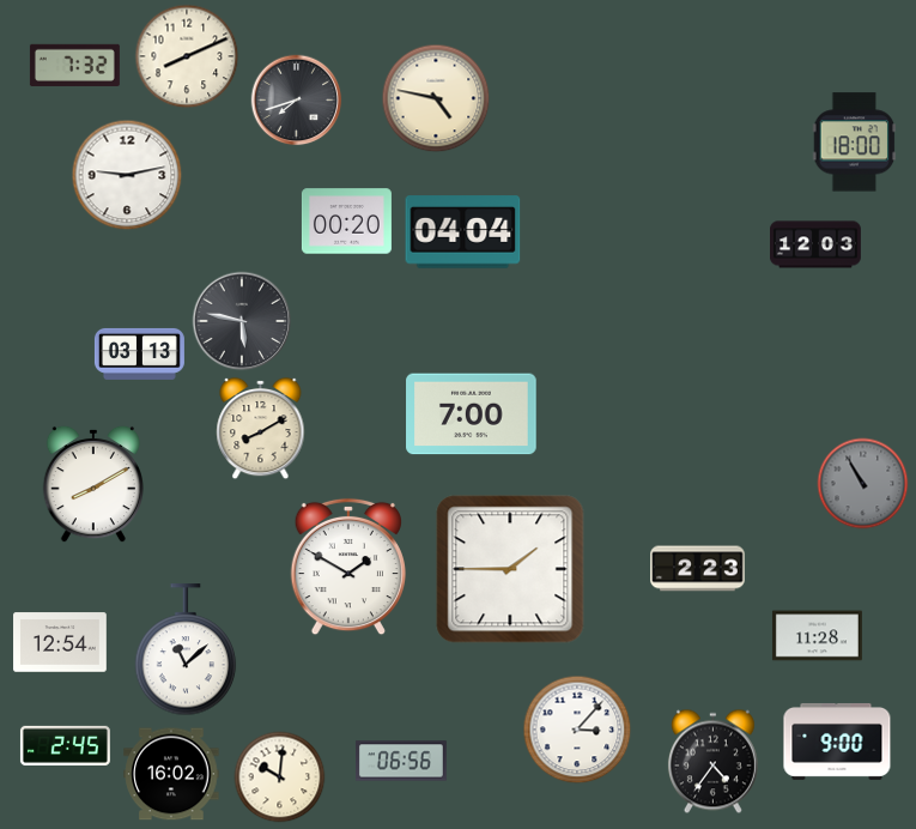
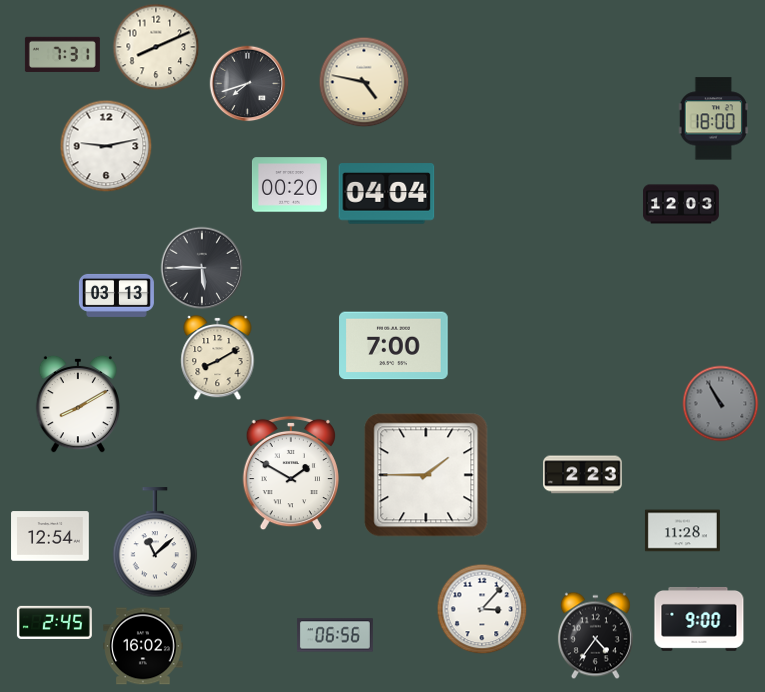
clock at (74, 65): 7:32 -> 7:31
clock at (242, 321): 5:47 -> 5:45
clock at (280, 777): 10:01 -> none
